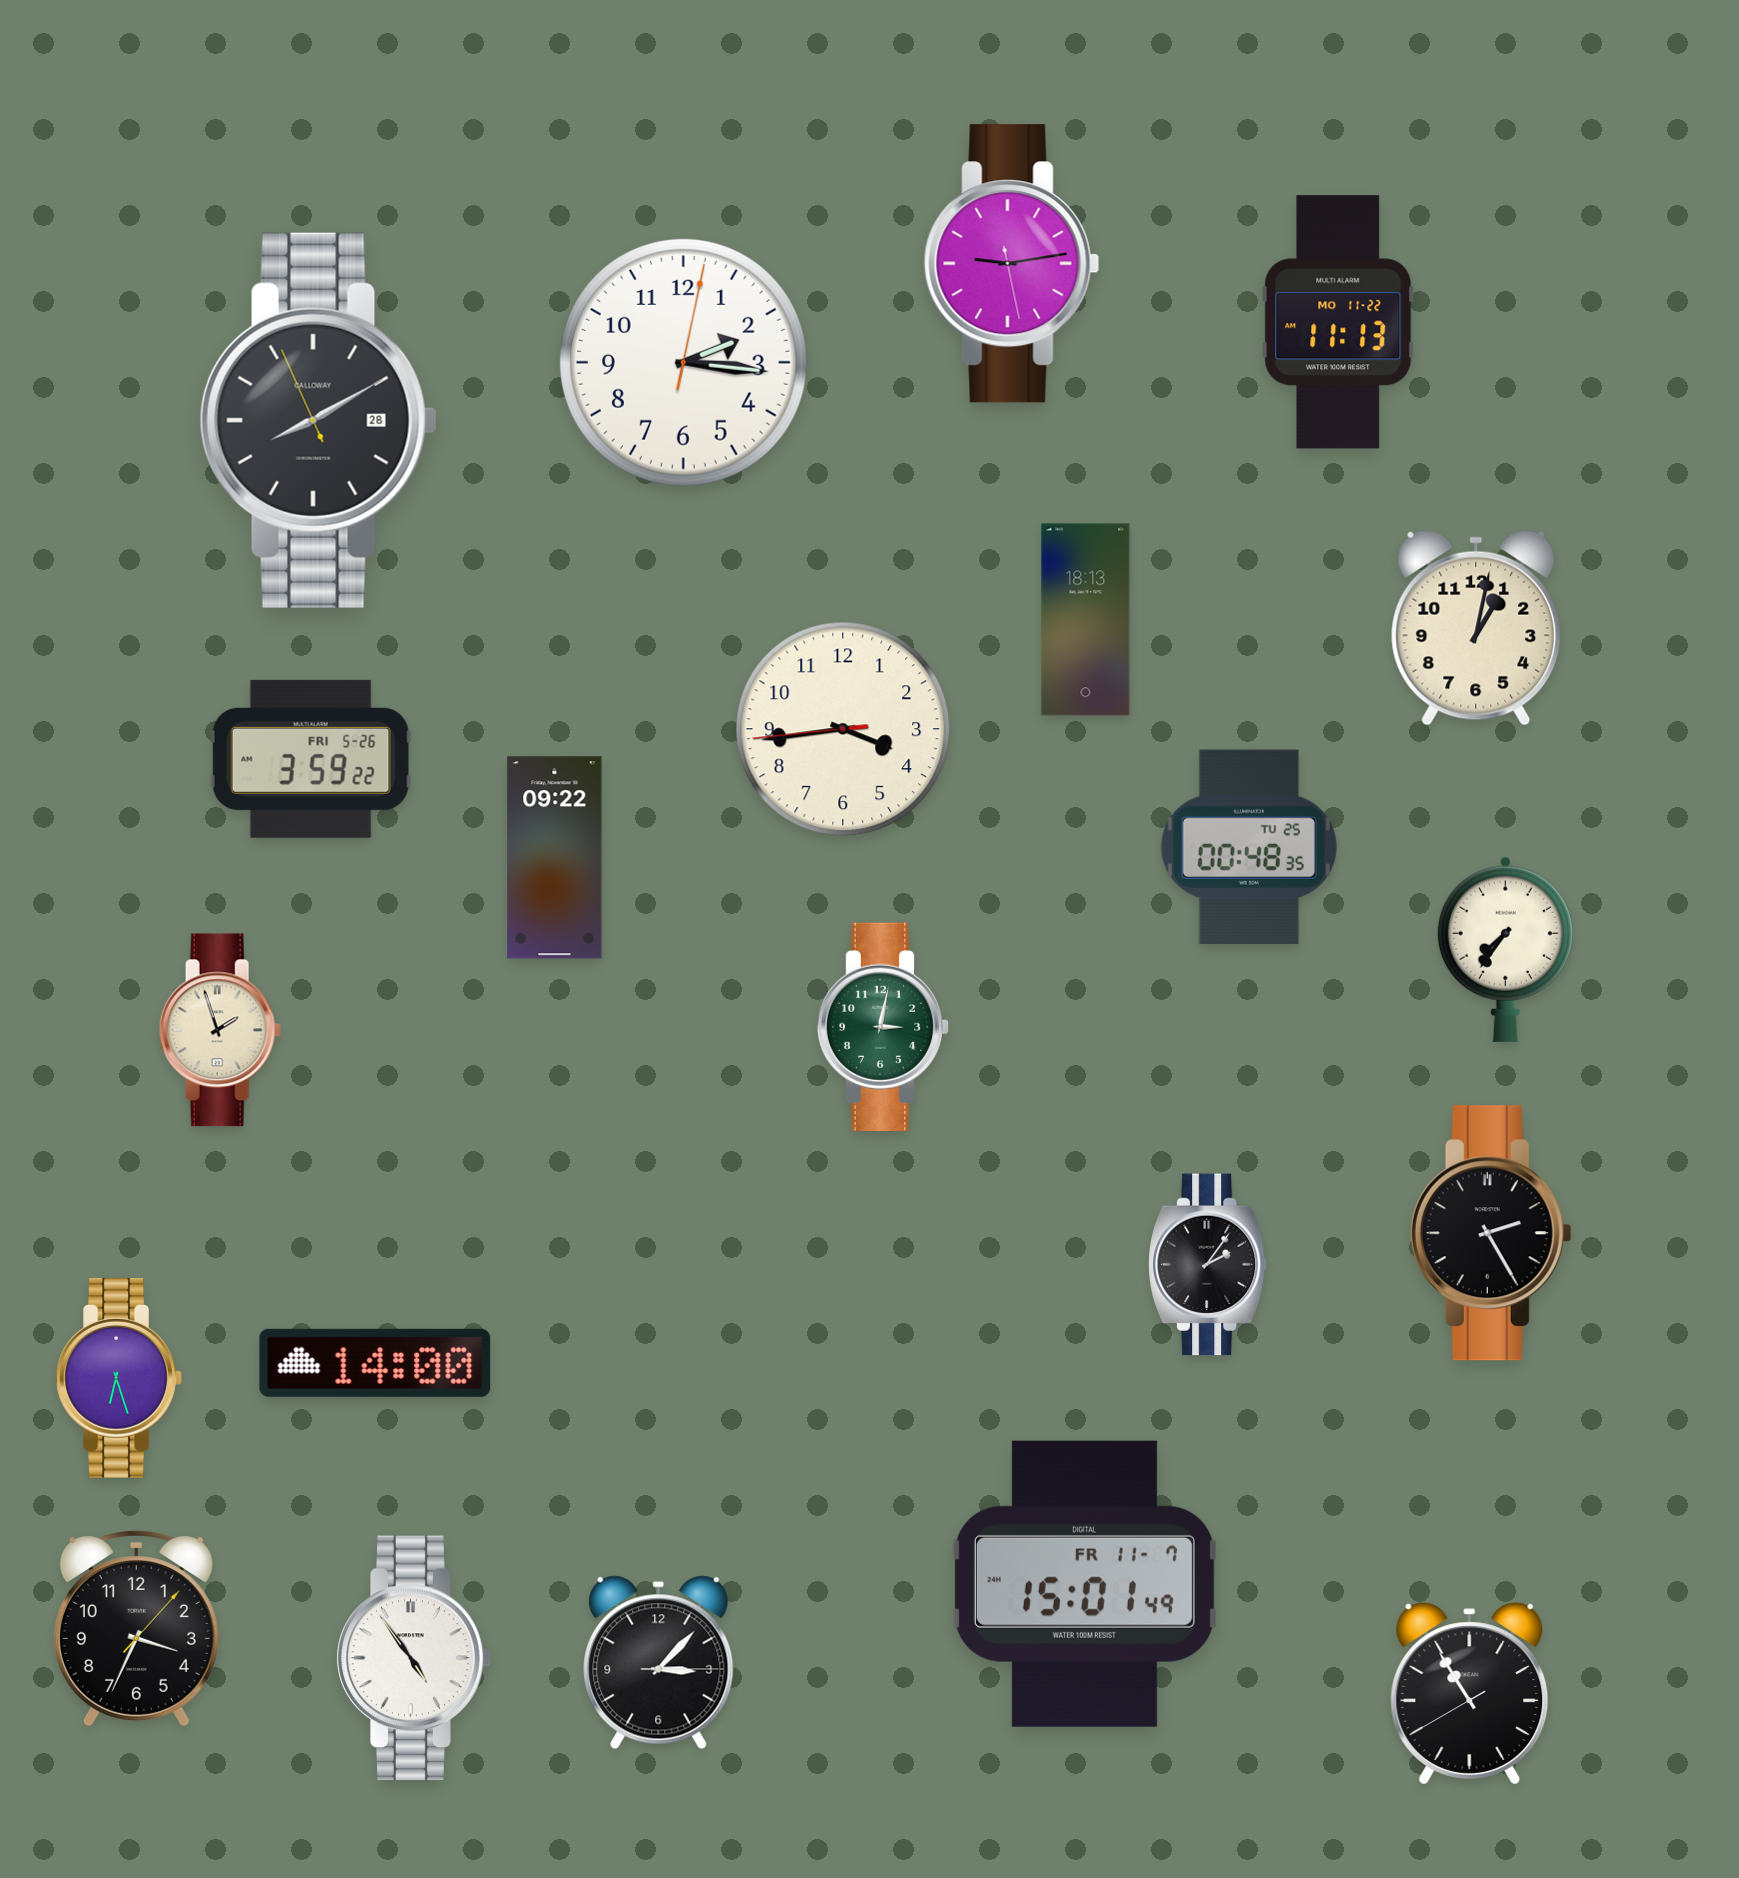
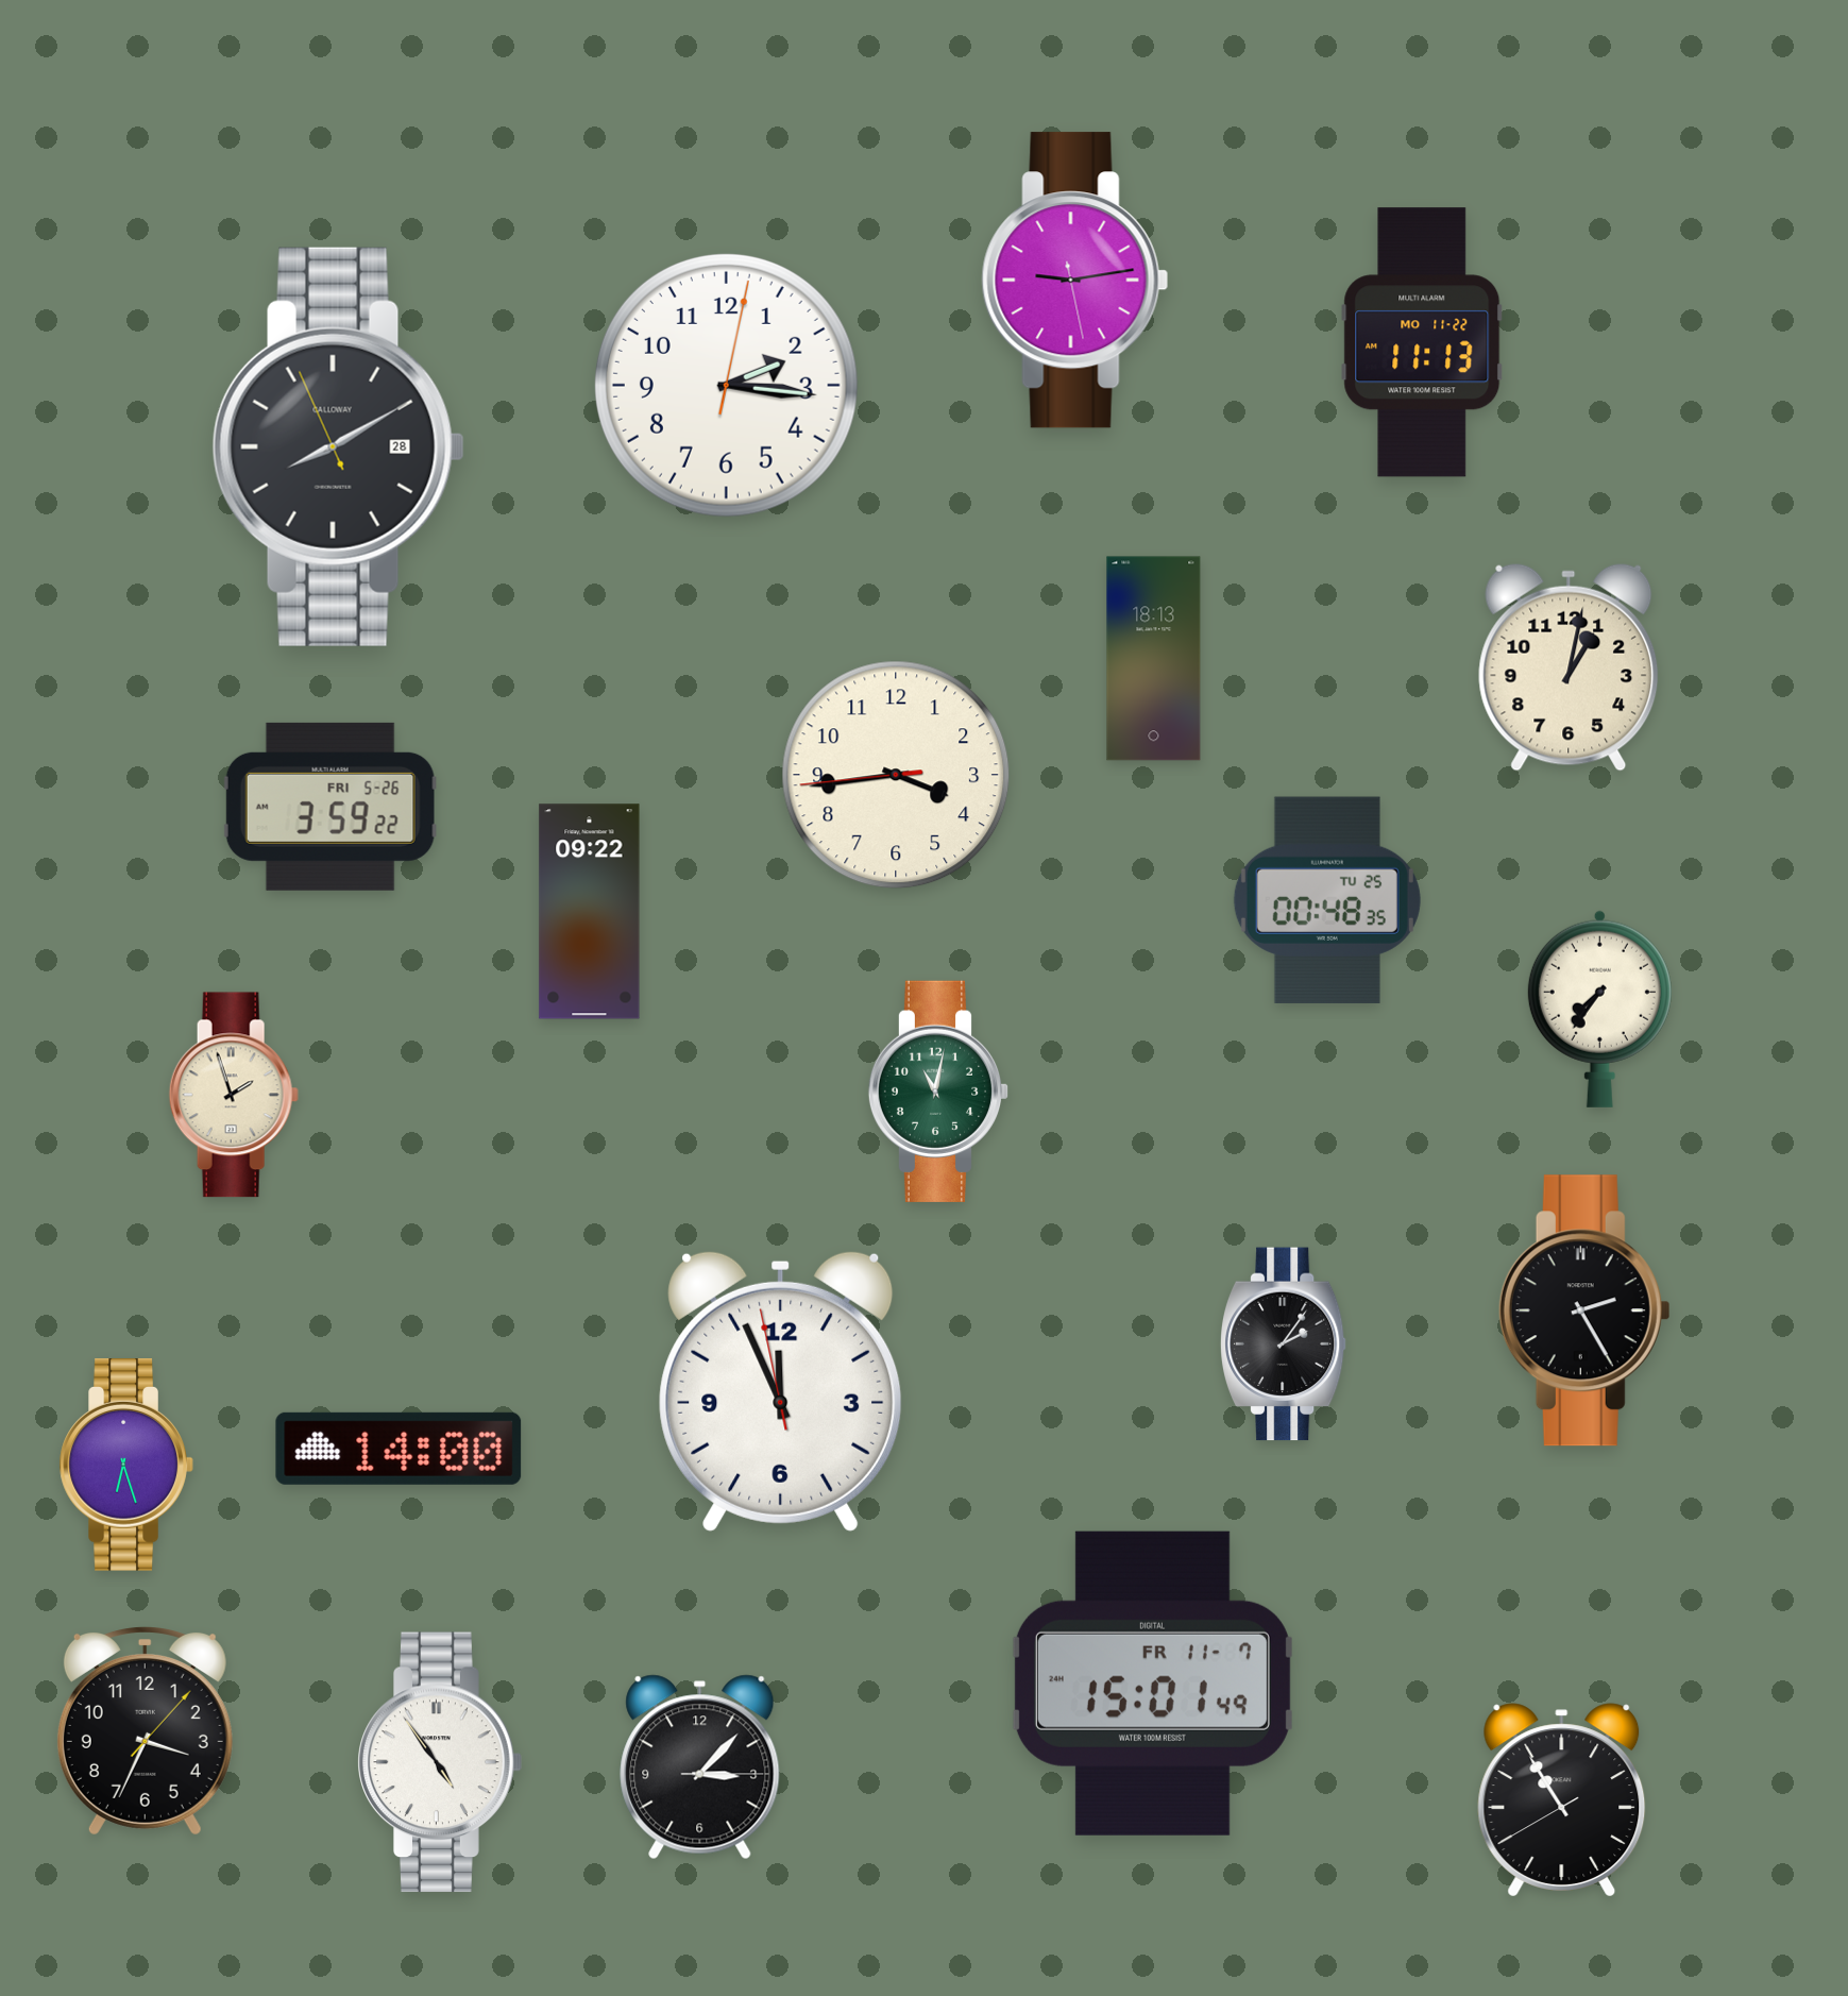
clock at (883, 1027): 3:02 -> 11:02
clock at (781, 1391): none -> 11:55
